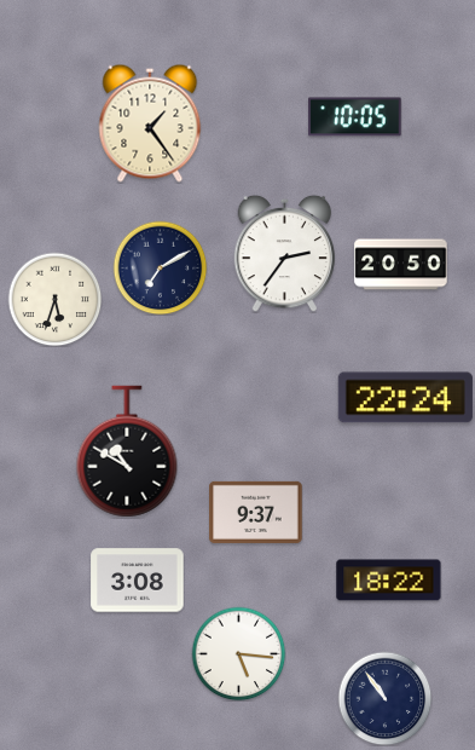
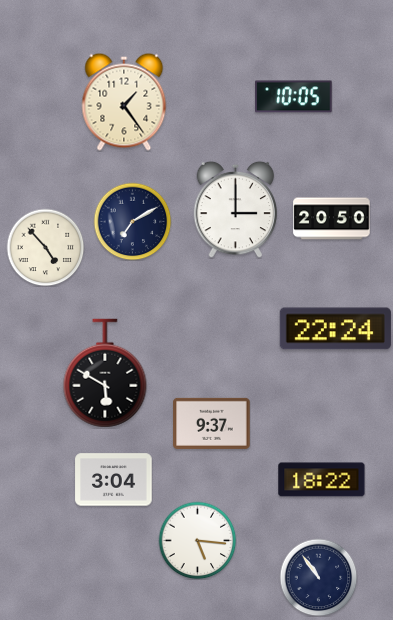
clock at (285, 253): 2:36 -> 3:00
clock at (54, 299): 5:33 -> 4:53
clock at (127, 451): 10:50 -> 5:50
clock at (138, 581): 3:08 -> 3:04
